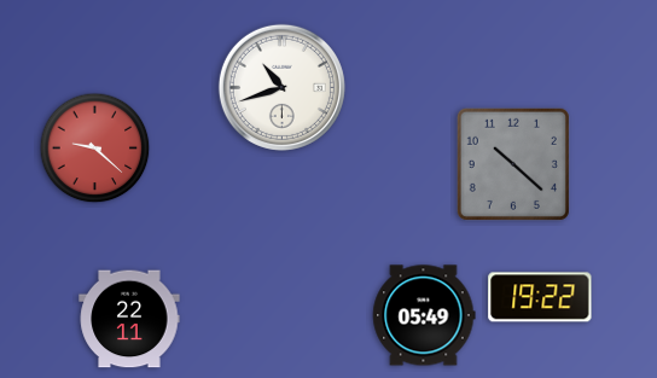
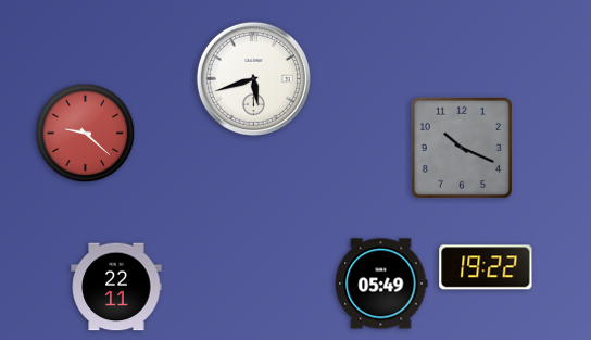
clock at (281, 87): 10:42 -> 5:42
clock at (513, 164): 10:22 -> 10:19
